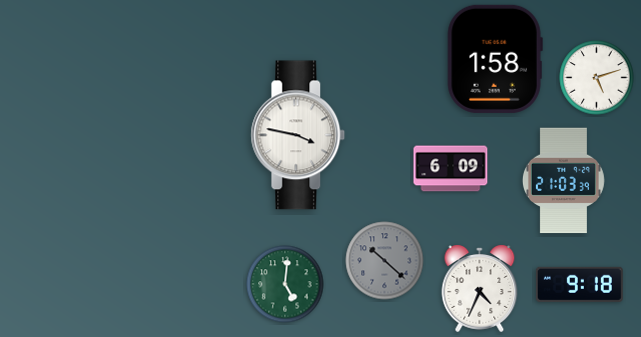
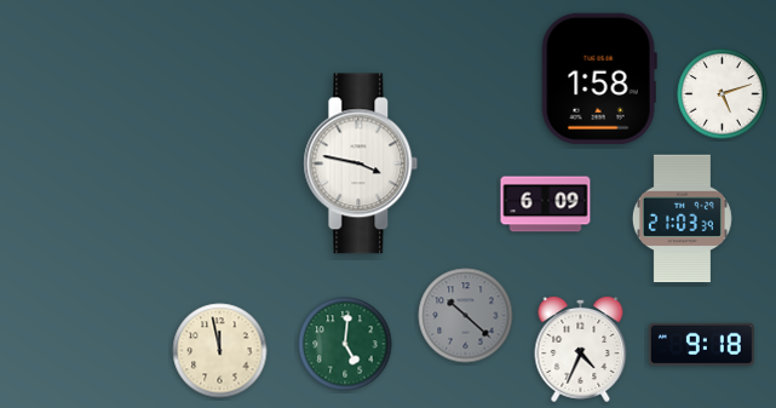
clock at (495, 59) position: (495, 59) -> (599, 79)
clock at (220, 351): none -> 11:58
